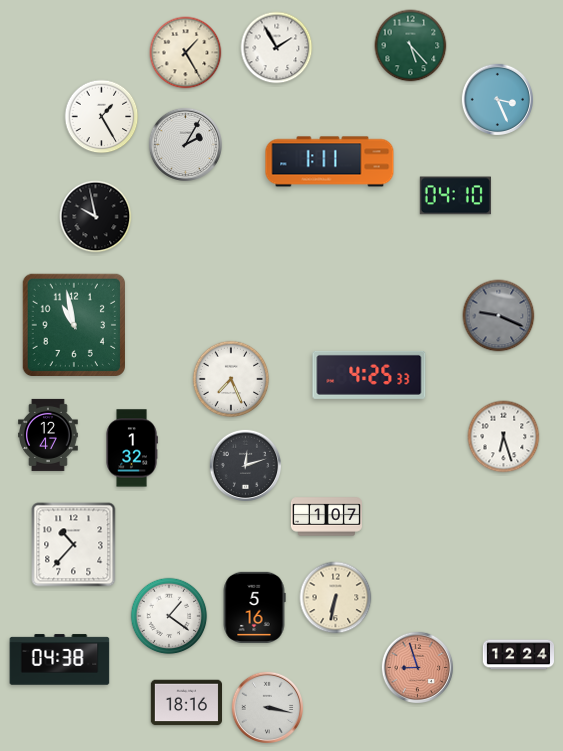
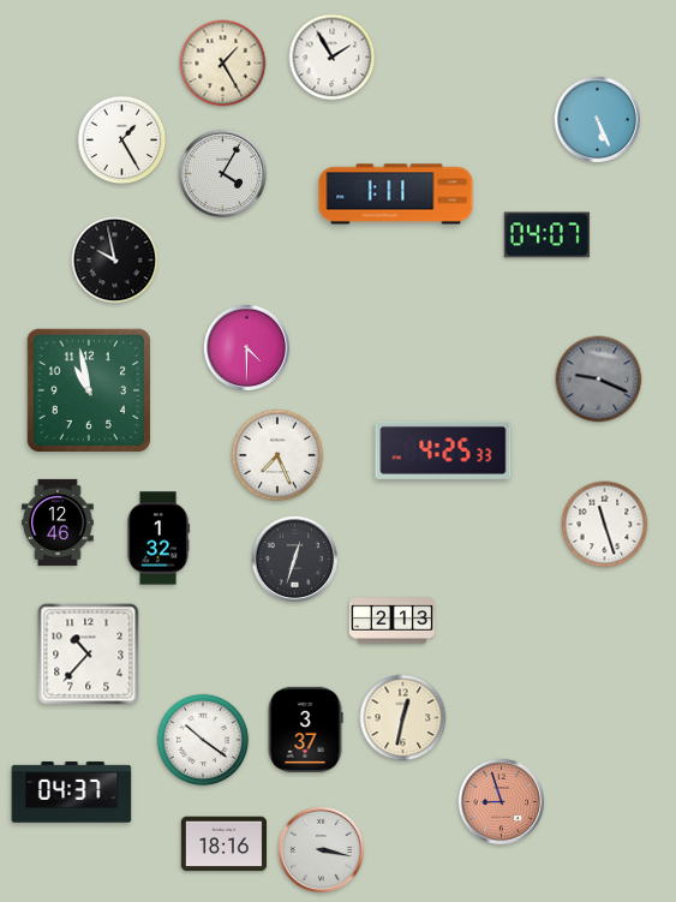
clock at (411, 46): 5:23 -> none
clock at (497, 99): 3:26 -> 5:26
clock at (185, 144): 2:05 -> 4:05
clock at (455, 196): 04:10 -> 04:07
clock at (246, 347): none -> 4:30
clock at (49, 435): 12:47 -> 12:46
clock at (504, 437): 6:27 -> 11:27
clock at (245, 465): 12:12 -> 12:33
clock at (326, 517): 1:07 -> 2:13
clock at (336, 598): 6:32 -> 12:32
clock at (254, 607): 5:16 -> 3:37
clock at (169, 616): 1:21 -> 10:21
clock at (518, 655): 12:24 -> none
clock at (60, 660): 04:38 -> 04:37
